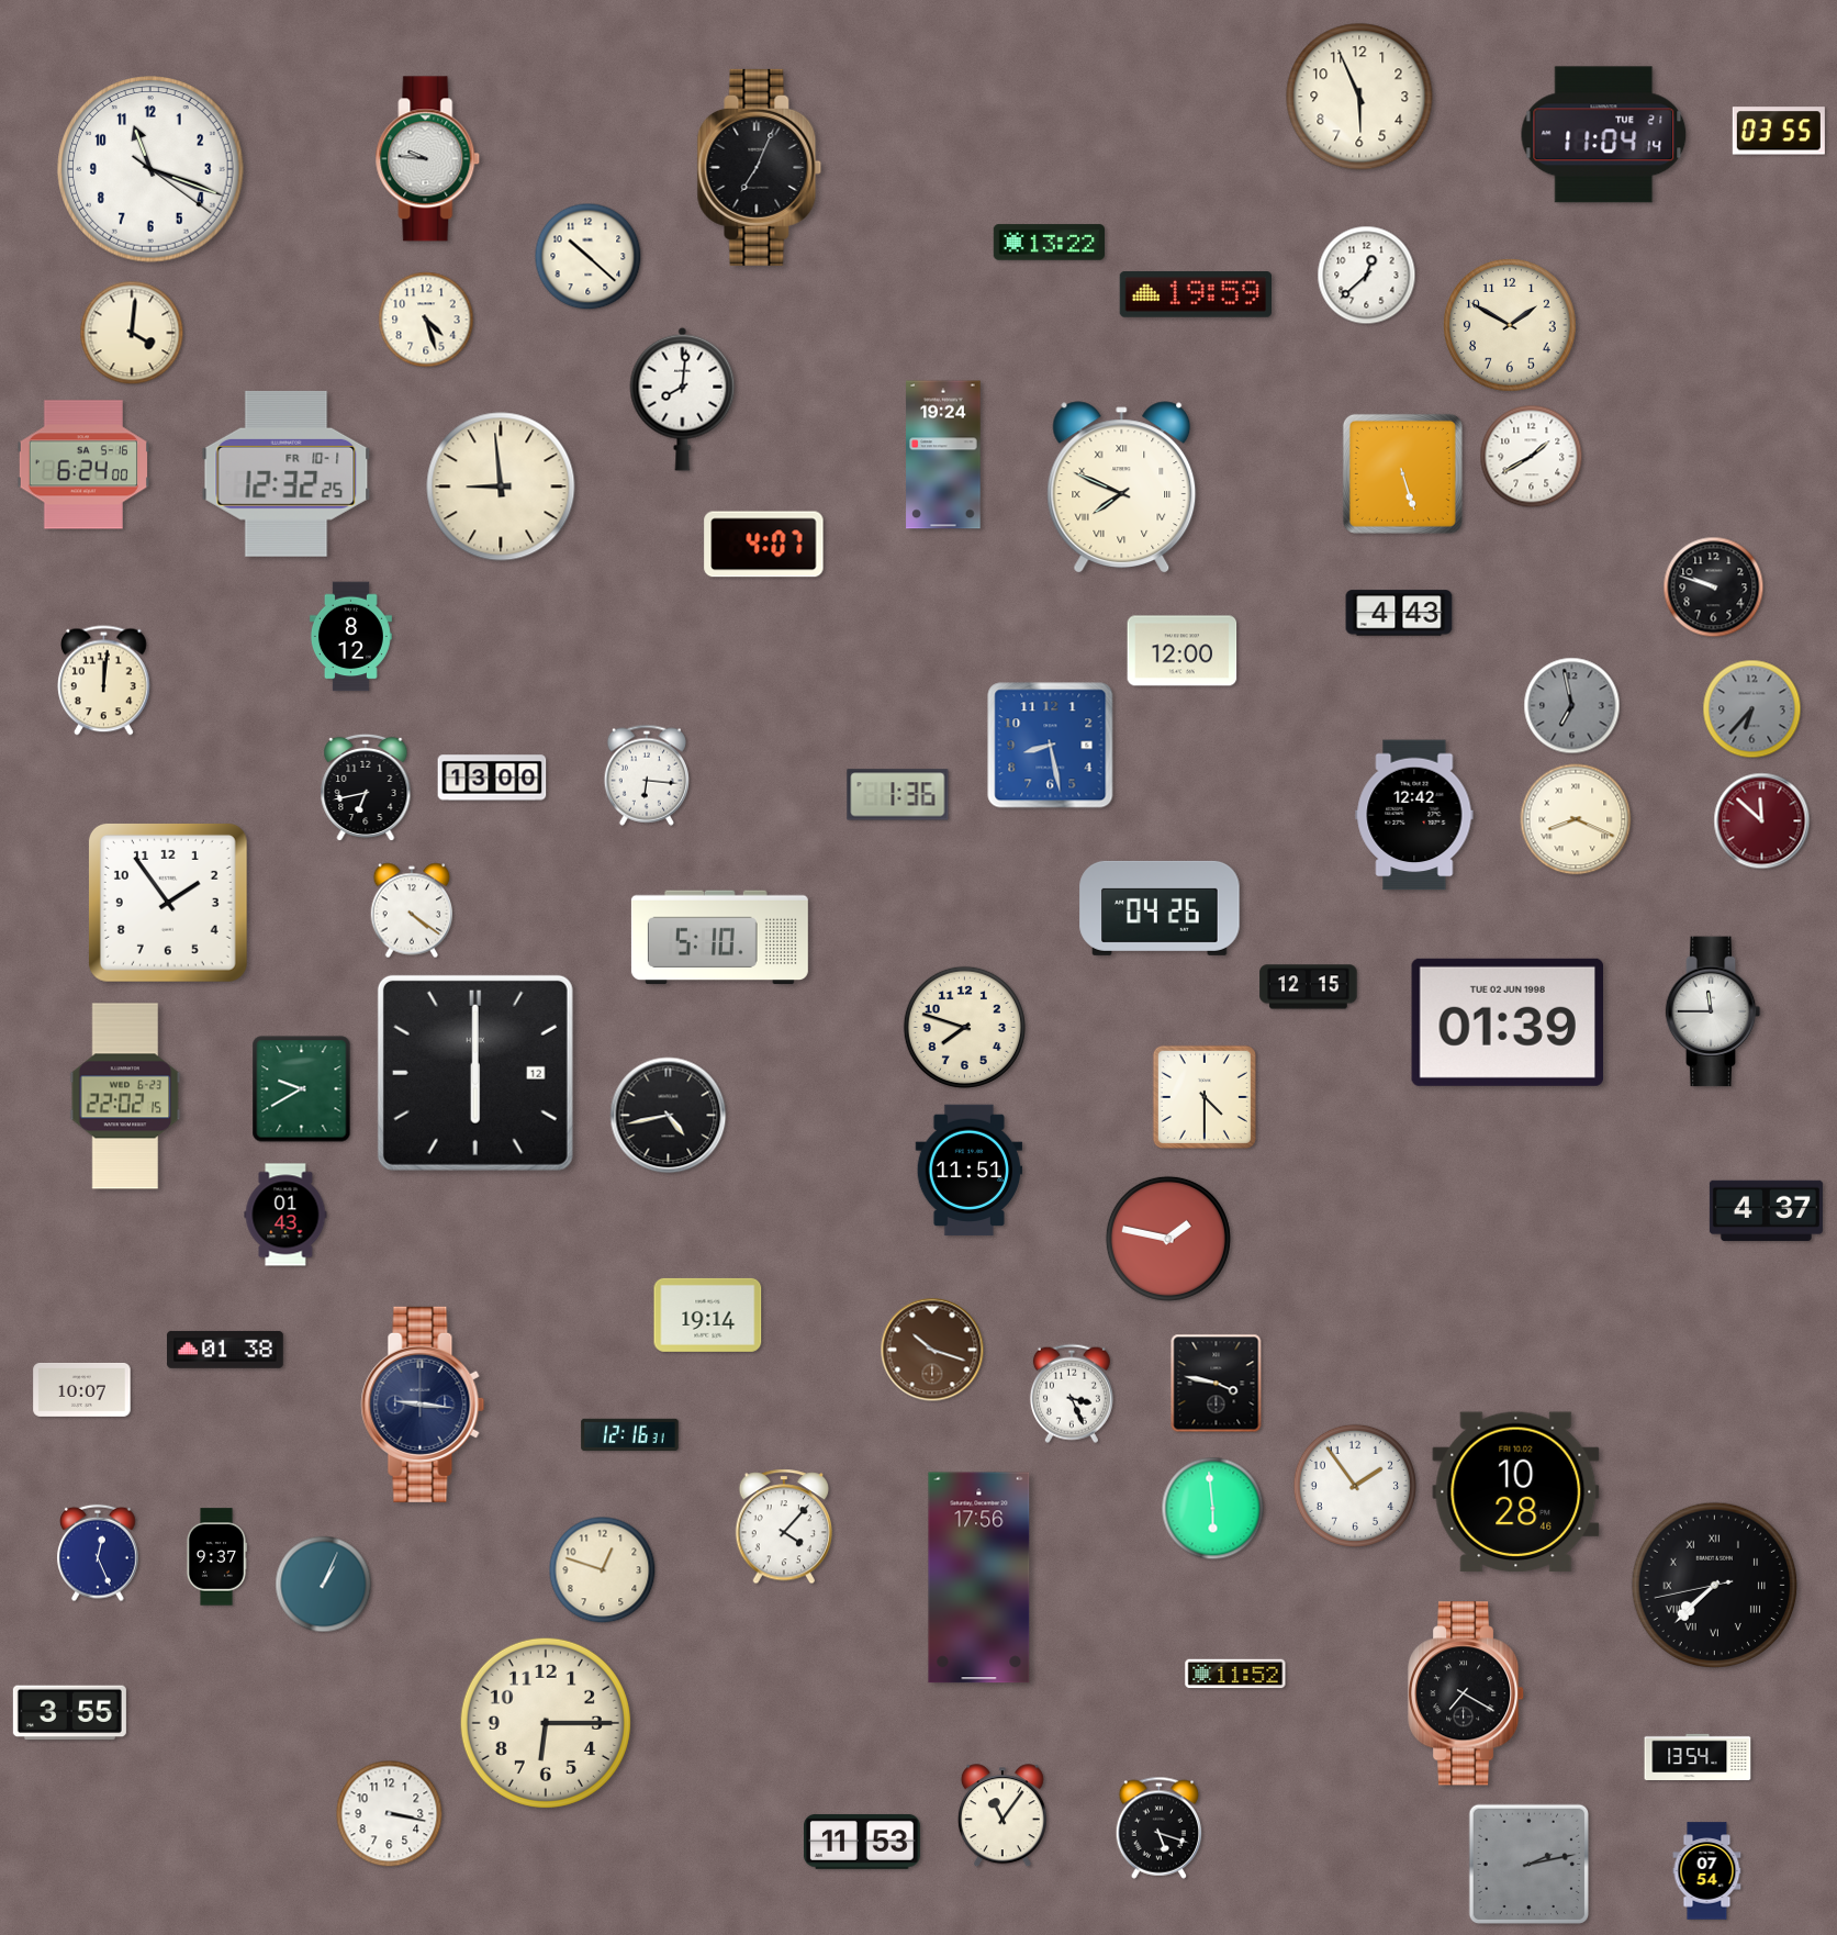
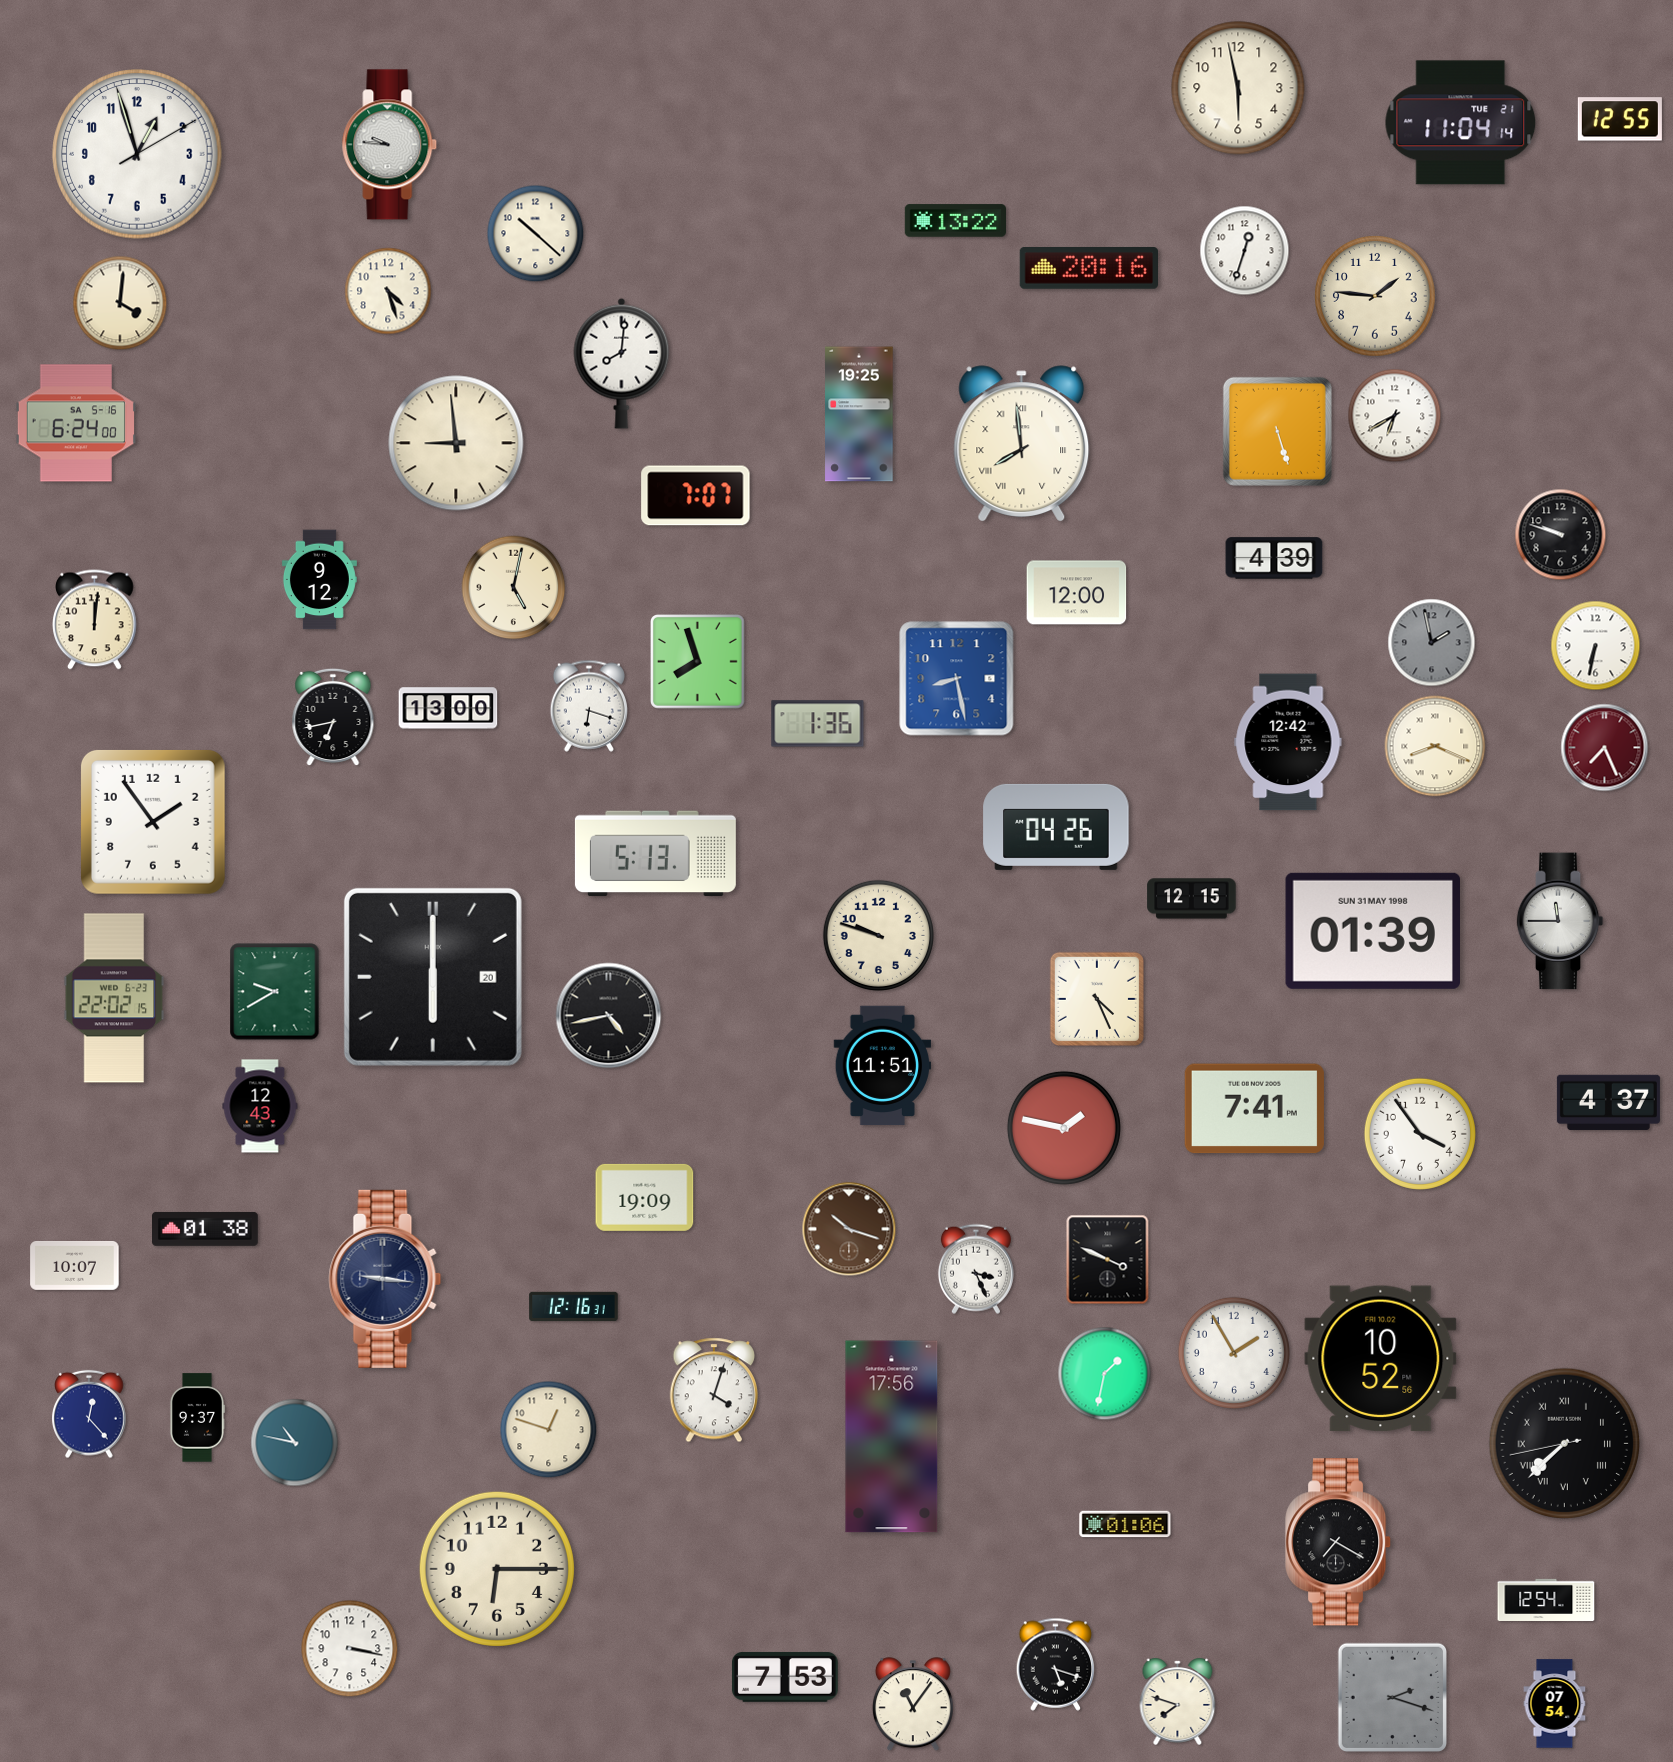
clock at (1359, 97): 5:56 -> 5:58
clock at (1779, 131): 03:55 -> 12:55
clock at (760, 167): 7:04 -> none
clock at (150, 169): 11:18 -> 12:57
clock at (1367, 276): 12:38 -> 12:33
clock at (1195, 295): 19:59 -> 20:16
clock at (1510, 325): 1:50 -> 1:46
clock at (943, 455): 19:24 -> 19:25
clock at (1532, 457): 1:40 -> 6:40
clock at (287, 473): 12:32 -> none
clock at (1122, 488): 7:49 -> 7:59
clock at (764, 545): 4:07 -> 7:07
clock at (1399, 613): 4:43 -> 4:39
clock at (350, 637): 8:12 -> 9:12
clock at (514, 588): none -> 5:02
clock at (1572, 706): 6:58 -> 1:58
clock at (1752, 709): 6:37 -> 6:32
clock at (1752, 709) dial: grey -> white
clock at (698, 662): none -> 7:57
clock at (647, 775): 6:16 -> 6:18
clock at (1762, 821): 11:52 -> 7:26
clock at (412, 910): 4:21 -> none
clock at (719, 938): 5:10 -> 5:13
clock at (1506, 1022) date: TUE 02 JUN 1998 -> SUN 31 MAY 1998
clock at (964, 1027): 7:48 -> 9:48
clock at (475, 1073) date: 12 -> 20
clock at (1205, 1097): 4:30 -> 4:26
clock at (285, 1215): 01:43 -> 12:43
clock at (1254, 1109): none -> 7:41
clock at (1420, 1134): none -> 3:54
clock at (708, 1315): 19:14 -> 19:09
clock at (1217, 1384): 3:47 -> 3:49
clock at (1355, 1486): 1:54 -> 1:55
clock at (1516, 1492): 10:28 -> 10:52
clock at (1213, 1509): 5:59 -> 1:32
clock at (783, 1526): 4:07 -> 4:03
clock at (99, 1553): 12:26 -> 12:23
clock at (324, 1585): 1:04 -> 10:47
clock at (1715, 1586) position: (1715, 1586) -> (1565, 1444)
clock at (1235, 1674): 11:52 -> 01:06
clock at (1466, 1693) position: (1466, 1693) -> (1338, 1542)
clock at (69, 1713): 3:55 -> none
clock at (1698, 1757): 13:54 -> 12:54
clock at (390, 1814) position: (390, 1814) -> (350, 1649)
clock at (1002, 1816) position: (1002, 1816) -> (913, 1705)
clock at (862, 1842): 11:53 -> 7:53
clock at (1528, 1864): 2:13 -> 2:18
clock at (1178, 1701): none -> 7:48
